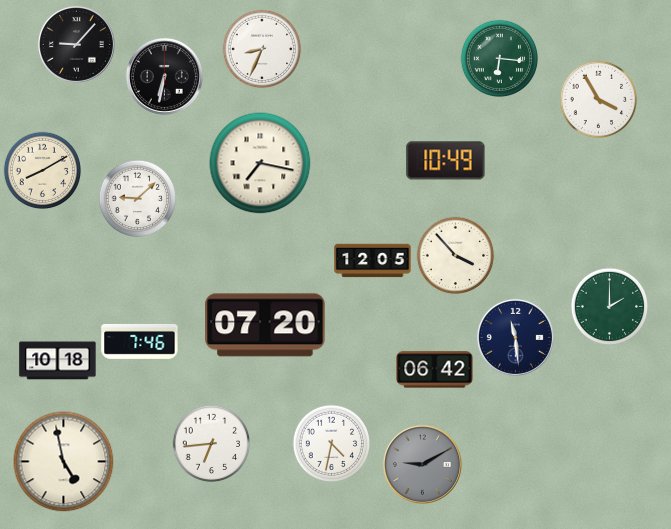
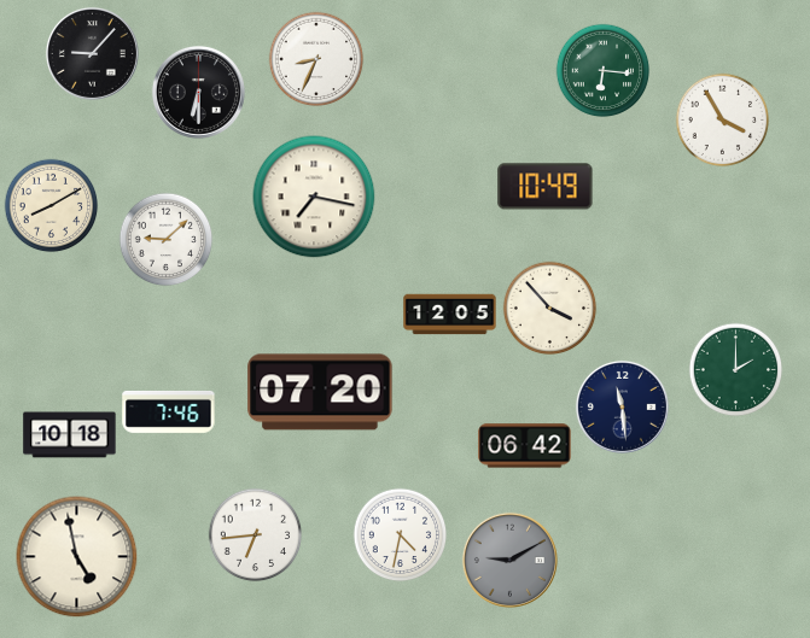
clock at (164, 76): 6:32 -> 6:30
clock at (446, 161) position: (446, 161) -> (546, 187)
